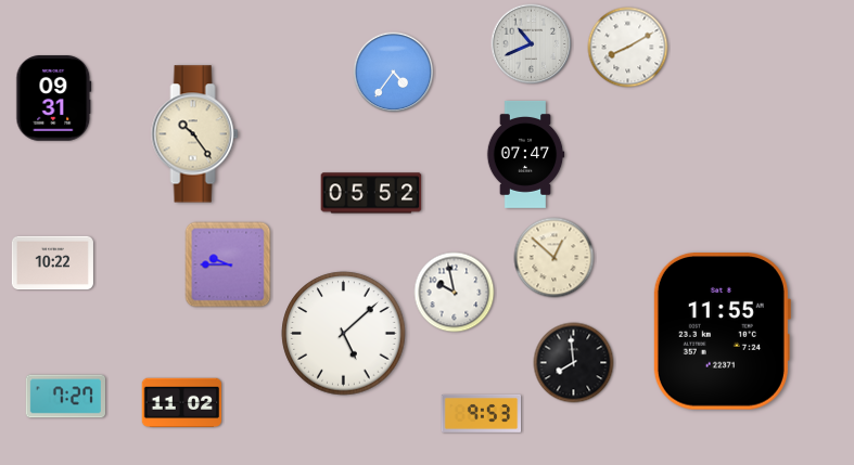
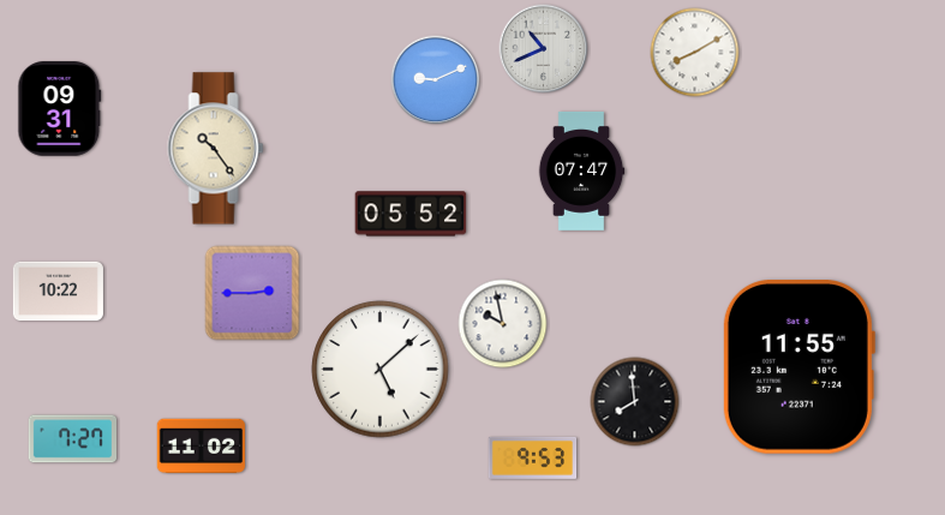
clock at (532, 44) position: (532, 44) -> (544, 49)
clock at (394, 73): 4:36 -> 9:11
clock at (555, 258): 12:52 -> none
clock at (228, 264): 9:45 -> 2:45
